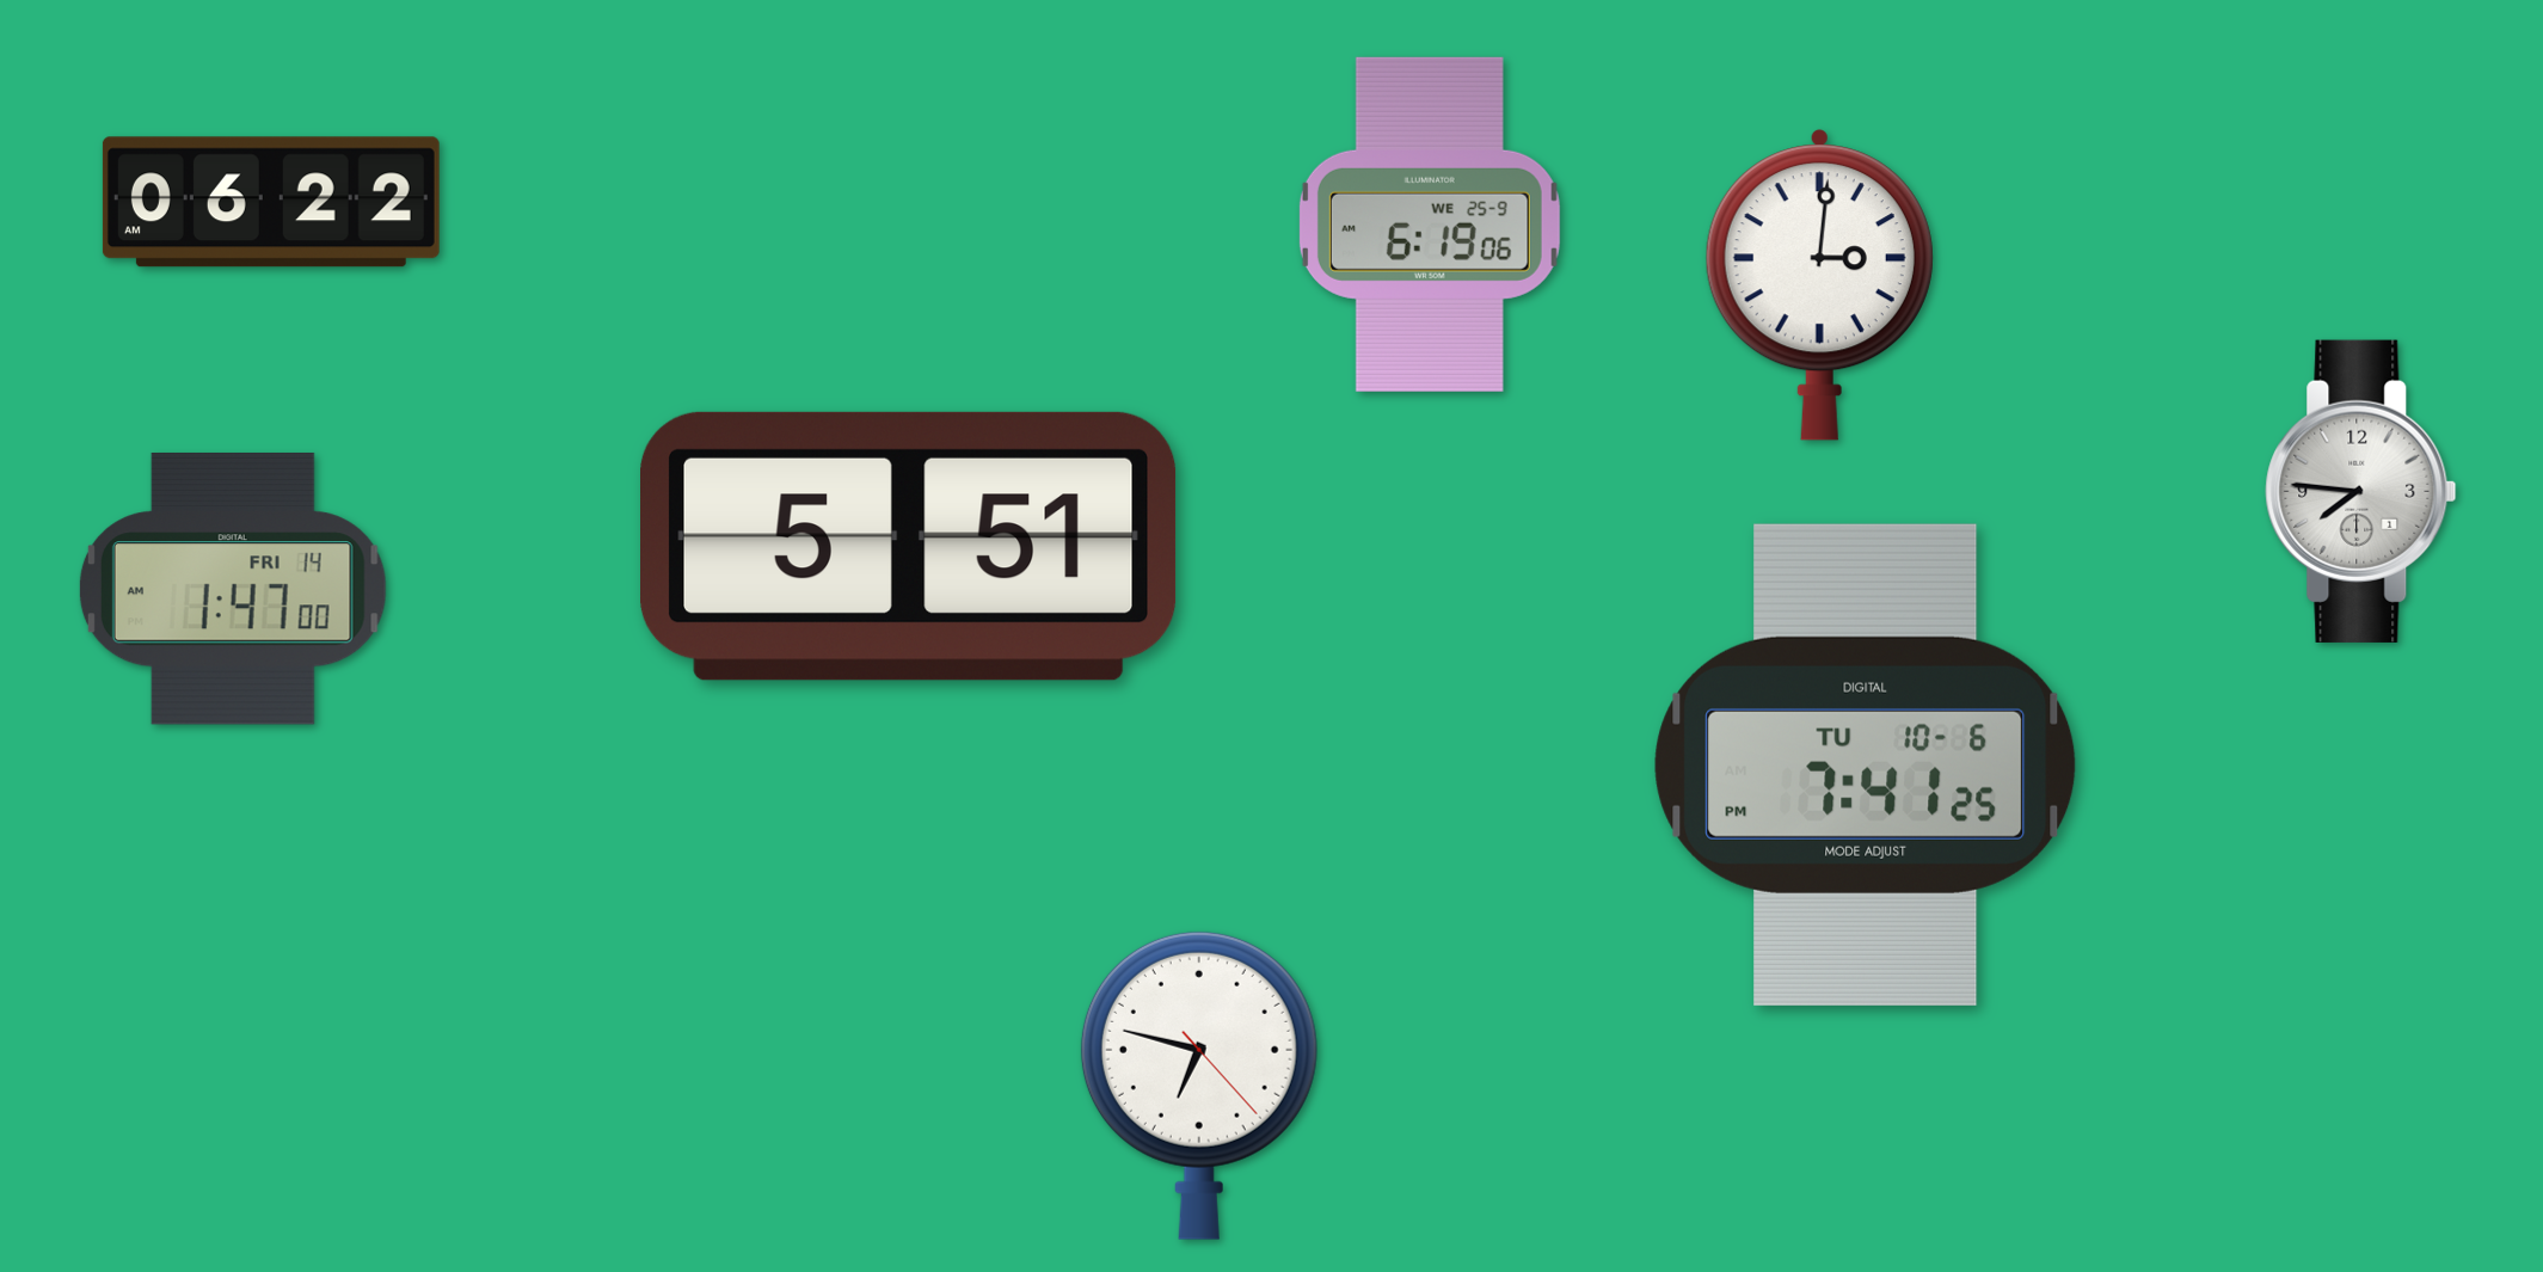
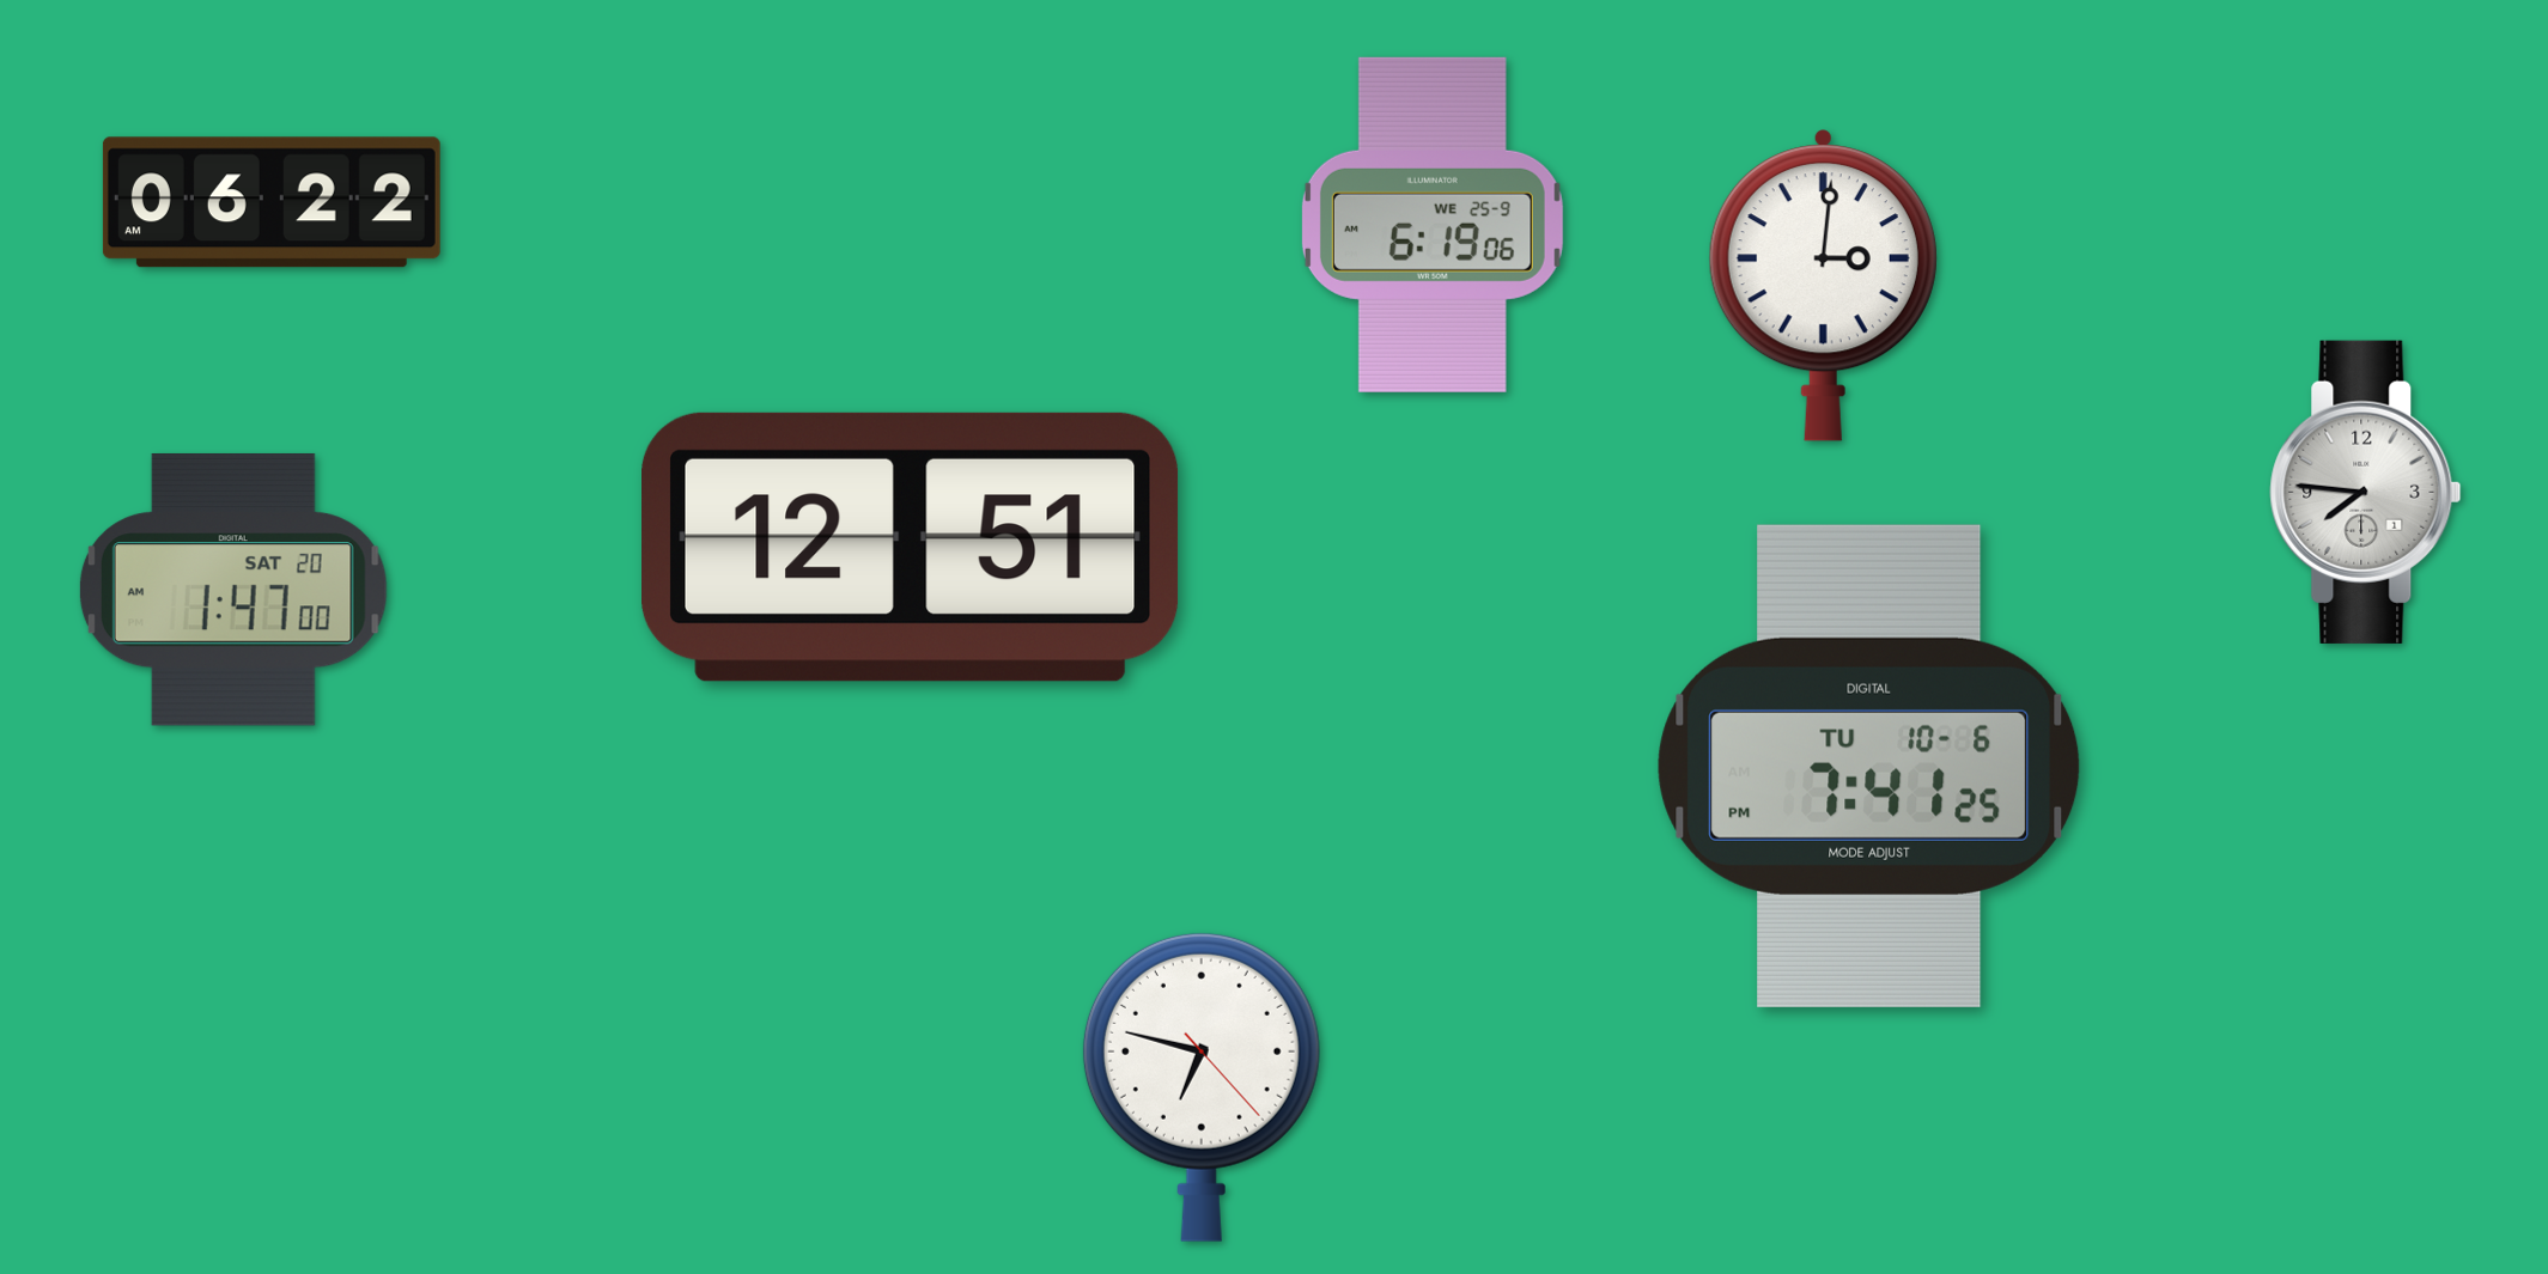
clock at (909, 546): 5:51 -> 12:51
clock at (233, 589) date: FRI 14 -> SAT 20
